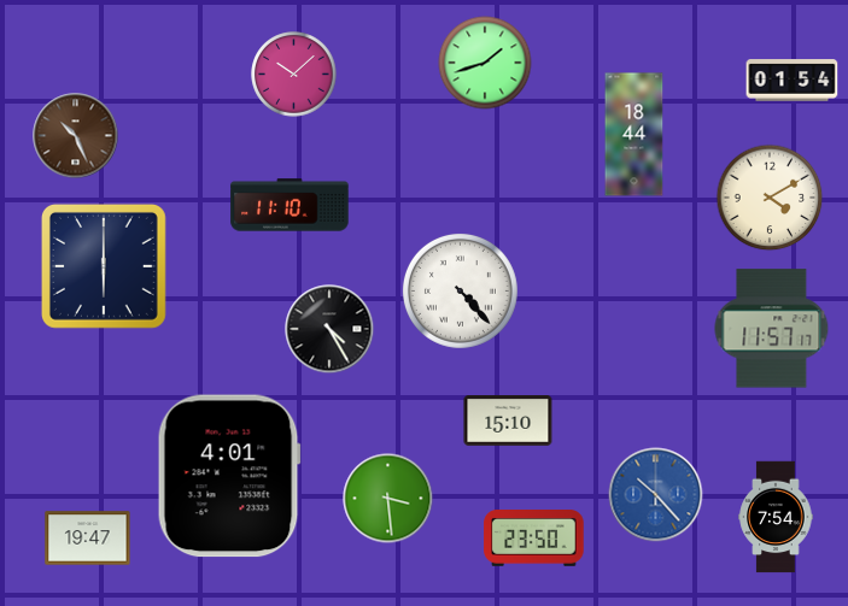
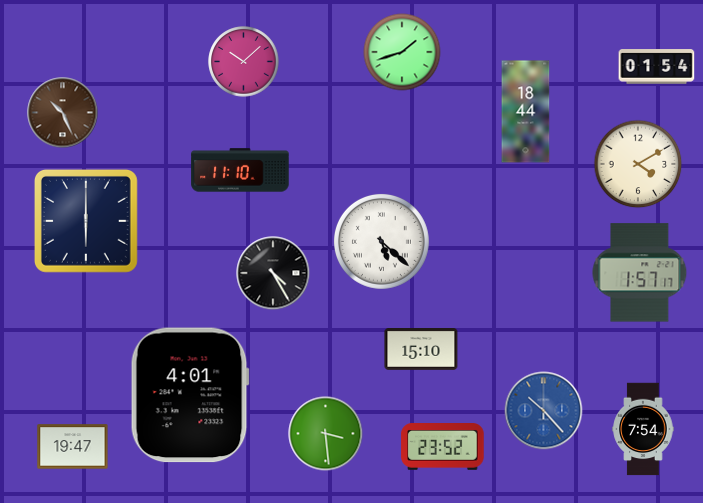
clock at (460, 290): 4:23 -> 5:22
clock at (772, 329): 11:57 -> 1:57
clock at (388, 499) position: (388, 499) -> (326, 434)
clock at (534, 539): 23:50 -> 23:52
